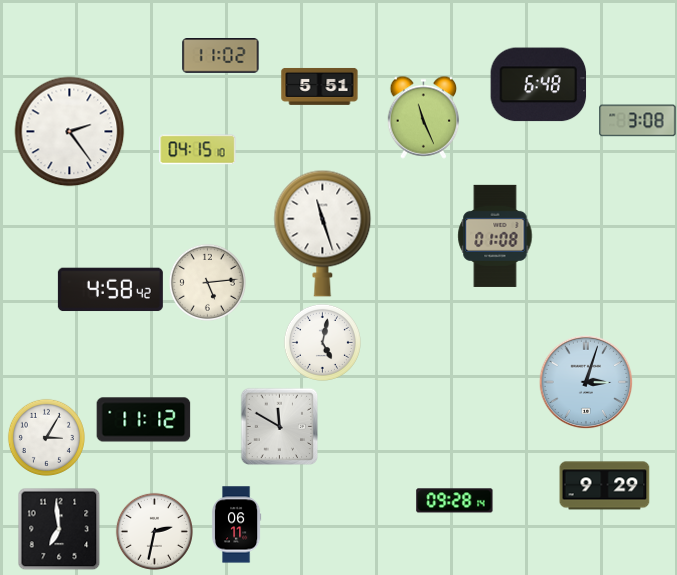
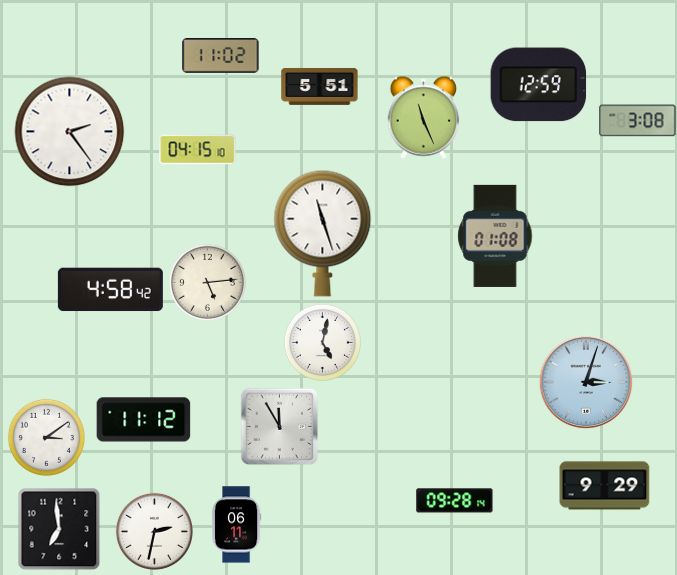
clock at (539, 85): 6:48 -> 12:59
clock at (279, 426): 11:50 -> 11:55
clock at (46, 437): 3:05 -> 3:09
